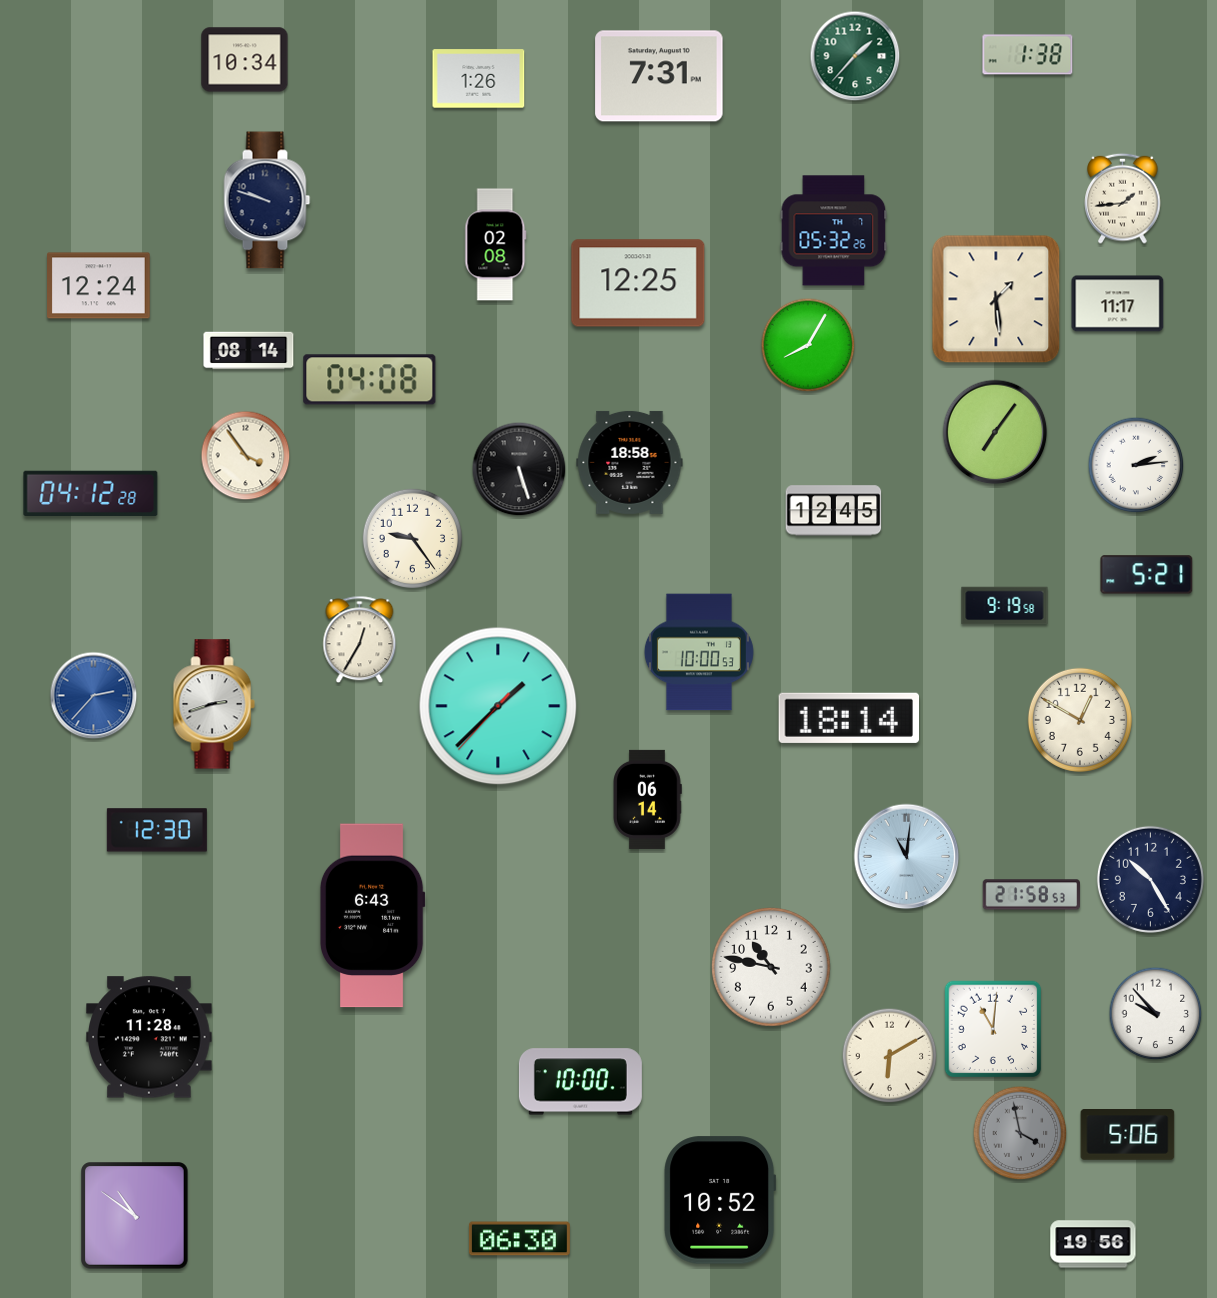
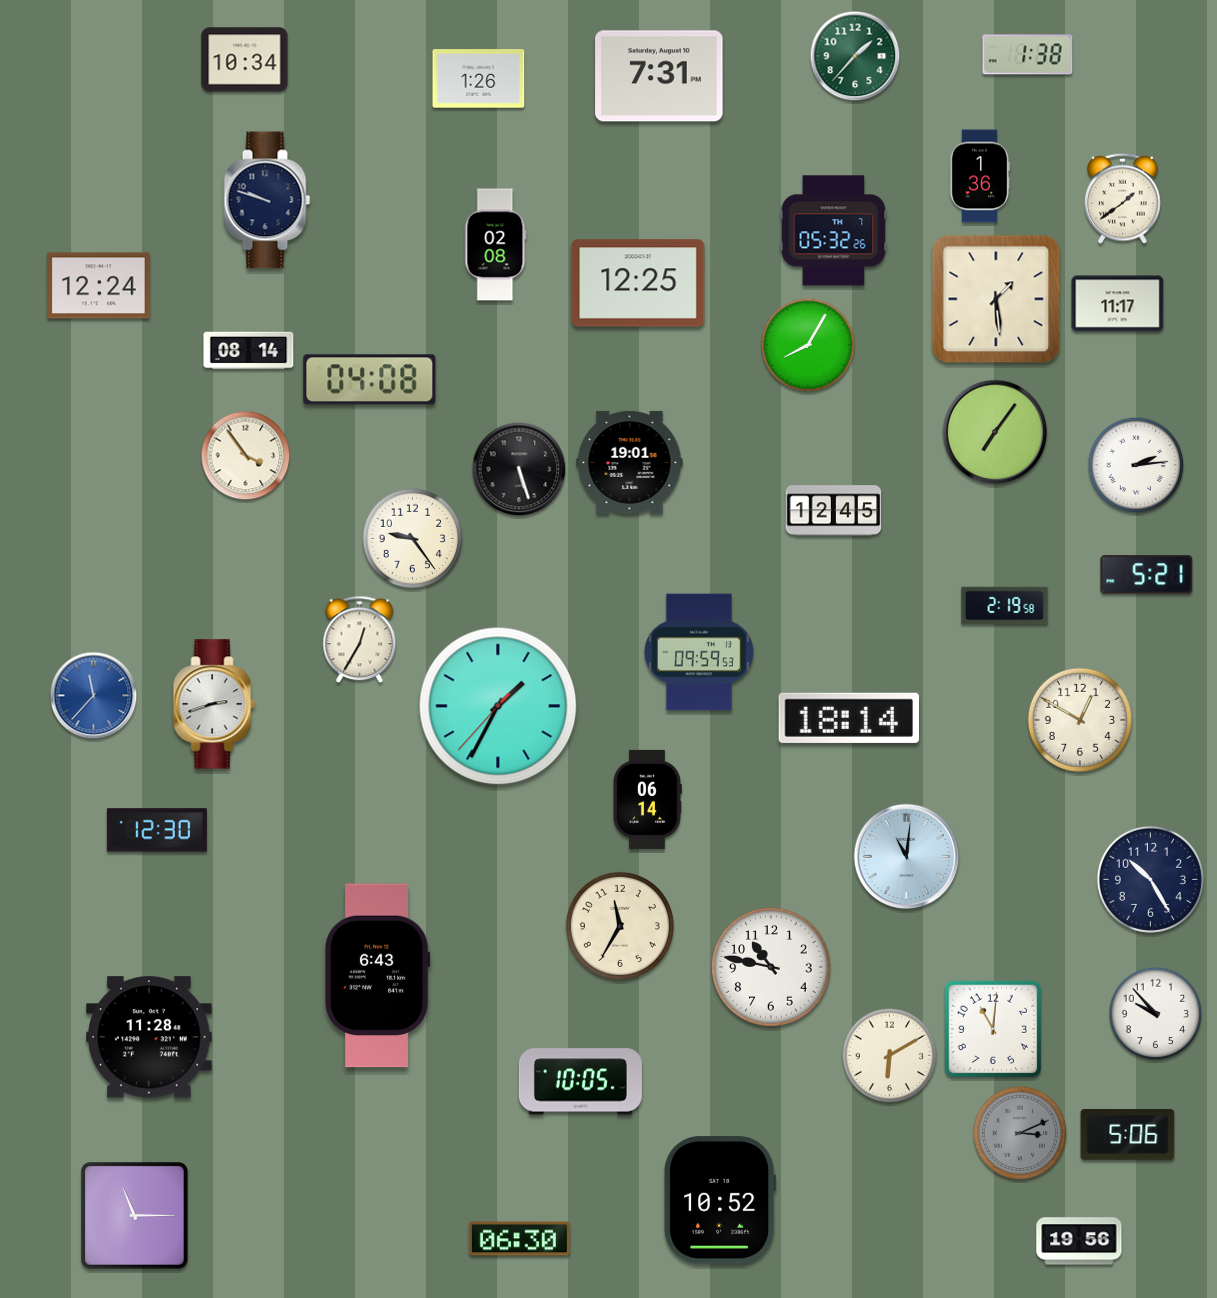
clock at (980, 176): none -> 1:36
clock at (1123, 198): 1:44 -> 1:39
clock at (630, 462): 18:58 -> 19:01
clock at (91, 493): 04:12 -> none
clock at (1005, 606): 9:19 -> 2:19
clock at (699, 652): 10:00 -> 09:59
clock at (94, 696): 2:37 -> 11:37
clock at (498, 706): 1:37 -> 1:34
clock at (1031, 895): 21:58 -> none
clock at (372, 916) position: (372, 916) -> (377, 976)
clock at (620, 926): none -> 11:35
clock at (580, 1082): 10:00 -> 10:05
clock at (1020, 1133): 3:58 -> 3:11
clock at (135, 1216): 10:51 -> 11:15
clock at (1093, 1244) position: (1093, 1244) -> (1079, 1241)
